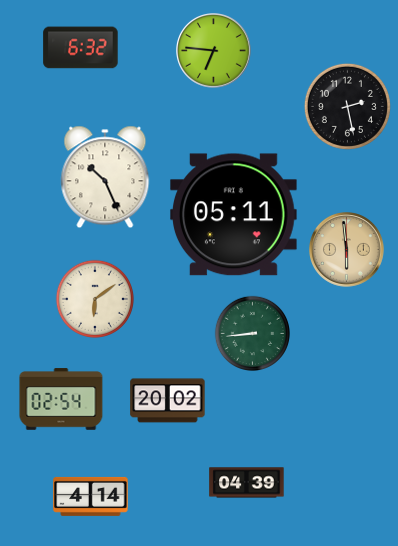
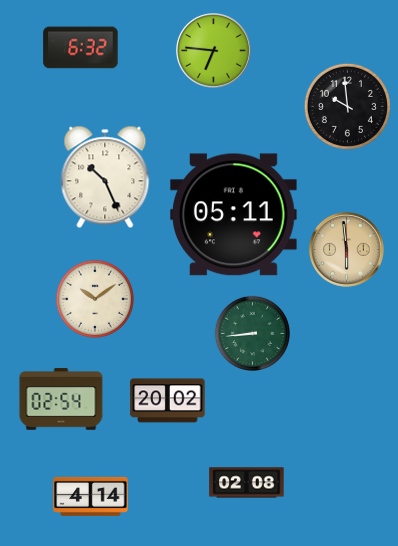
clock at (347, 106): 2:28 -> 9:59
clock at (94, 298): 6:09 -> 10:09
clock at (247, 483): 04:39 -> 02:08
